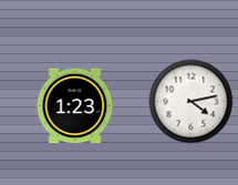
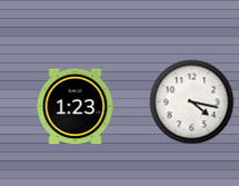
clock at (192, 102): 4:13 -> 4:17
